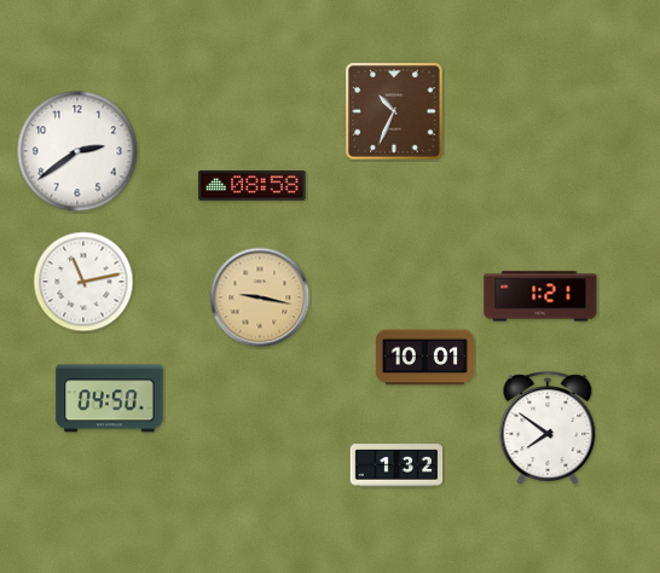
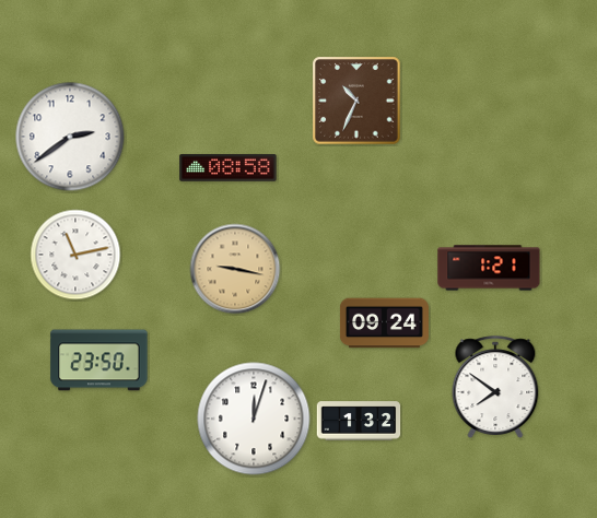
clock at (424, 358): 10:01 -> 09:24
clock at (110, 399): 04:50 -> 23:50
clock at (254, 419): none -> 12:03
